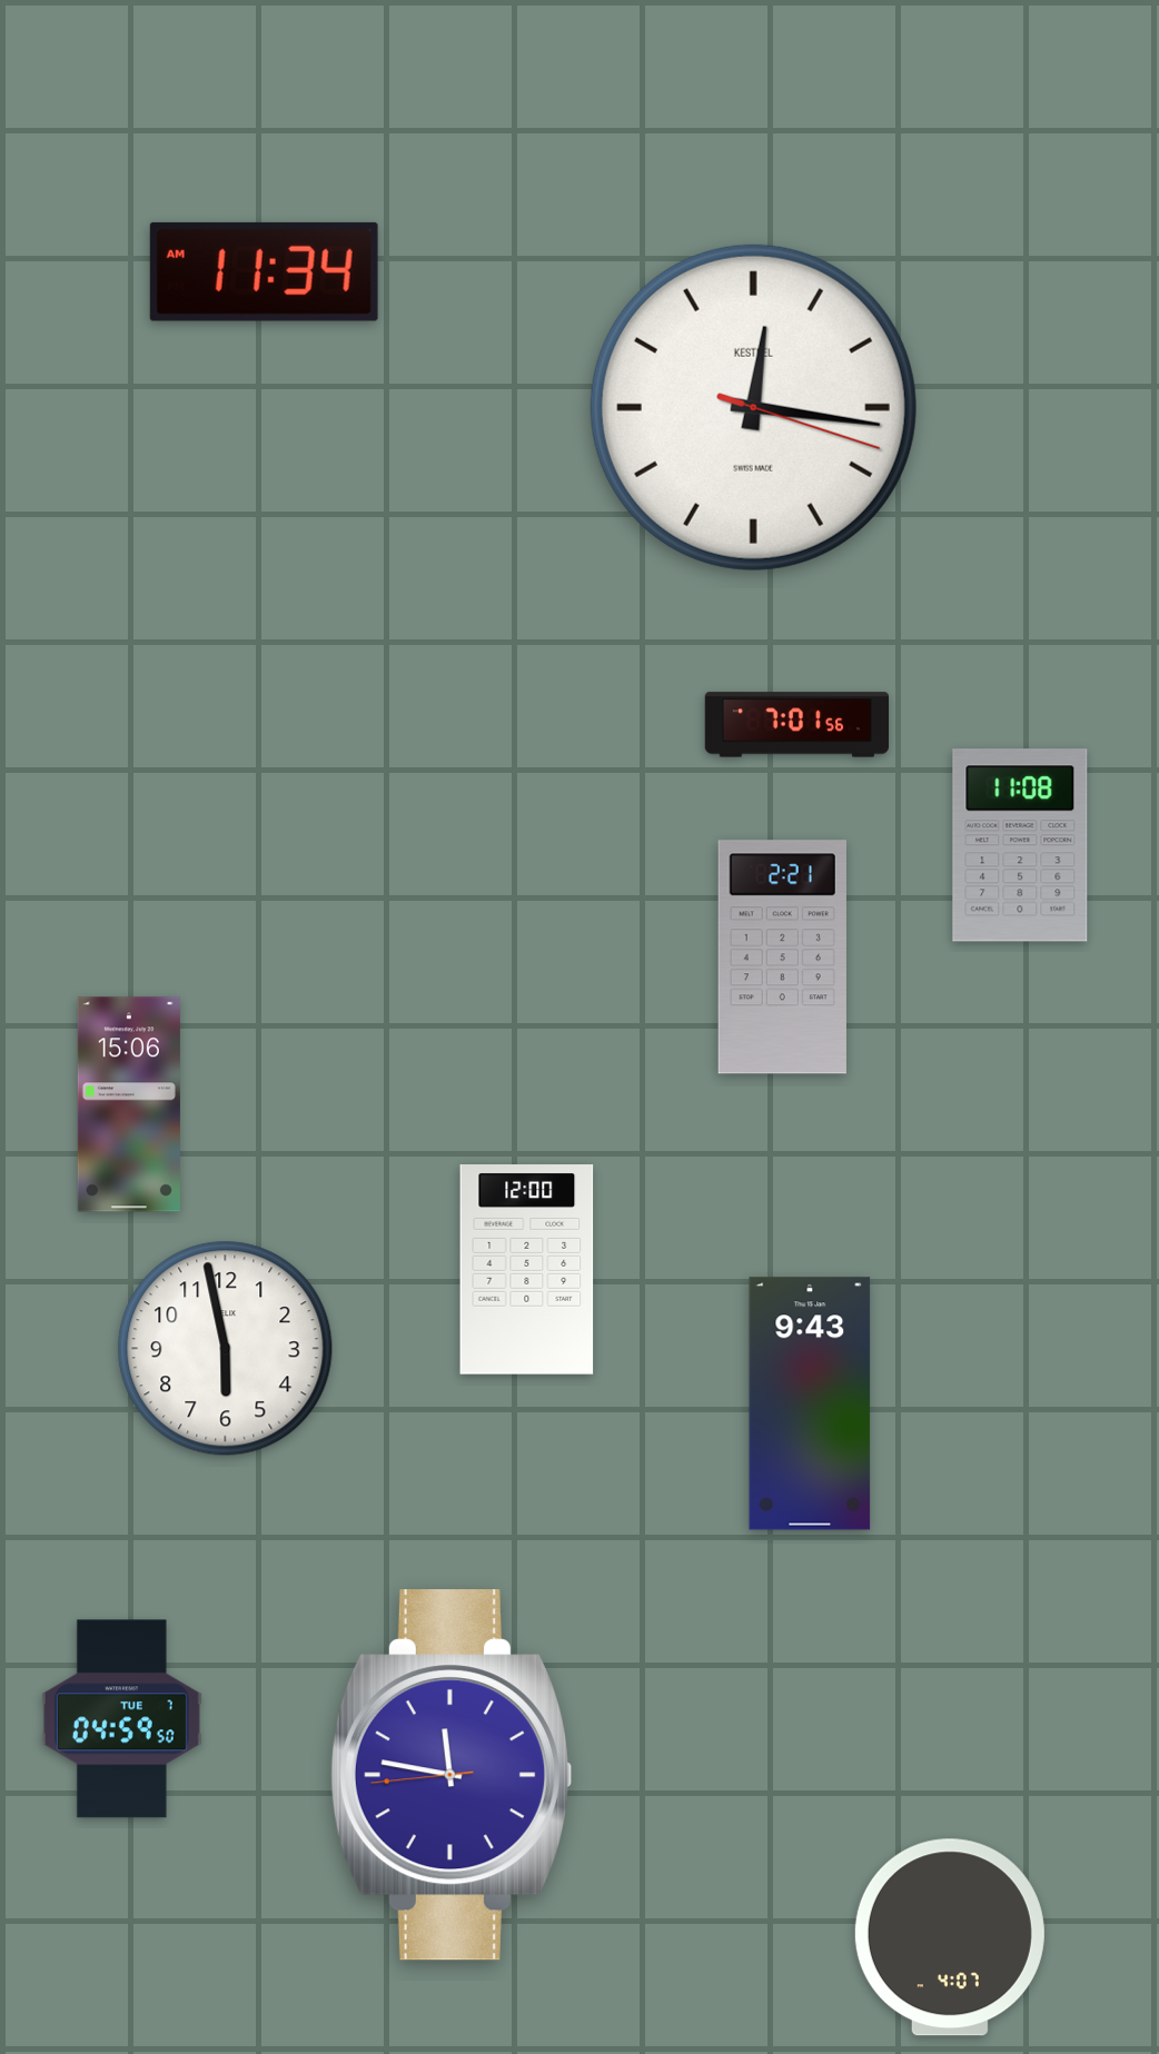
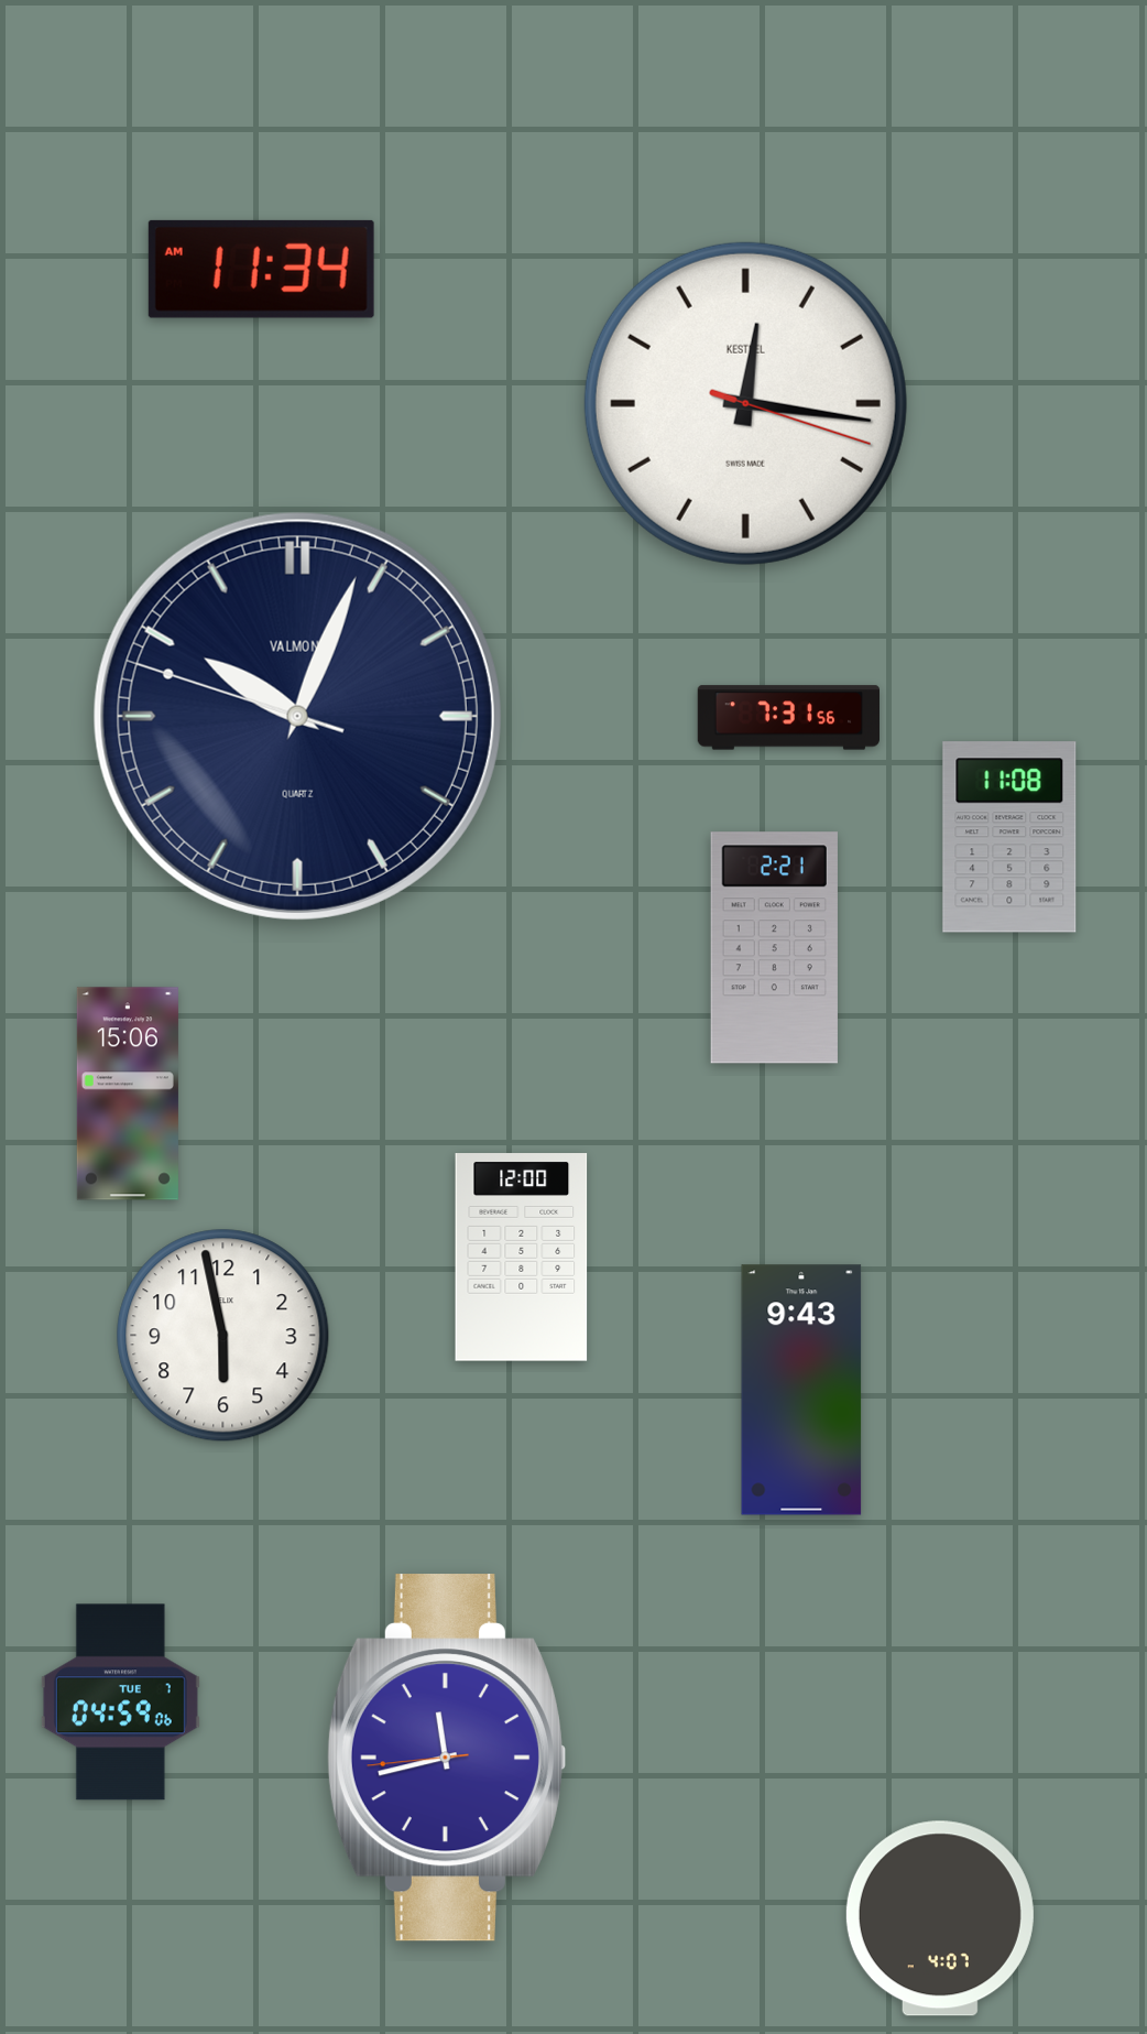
clock at (297, 716): none -> 10:03
clock at (796, 725): 7:01 -> 7:31
clock at (121, 1719): 04:59:50 -> 04:59:06
clock at (450, 1775): 11:46 -> 11:42
